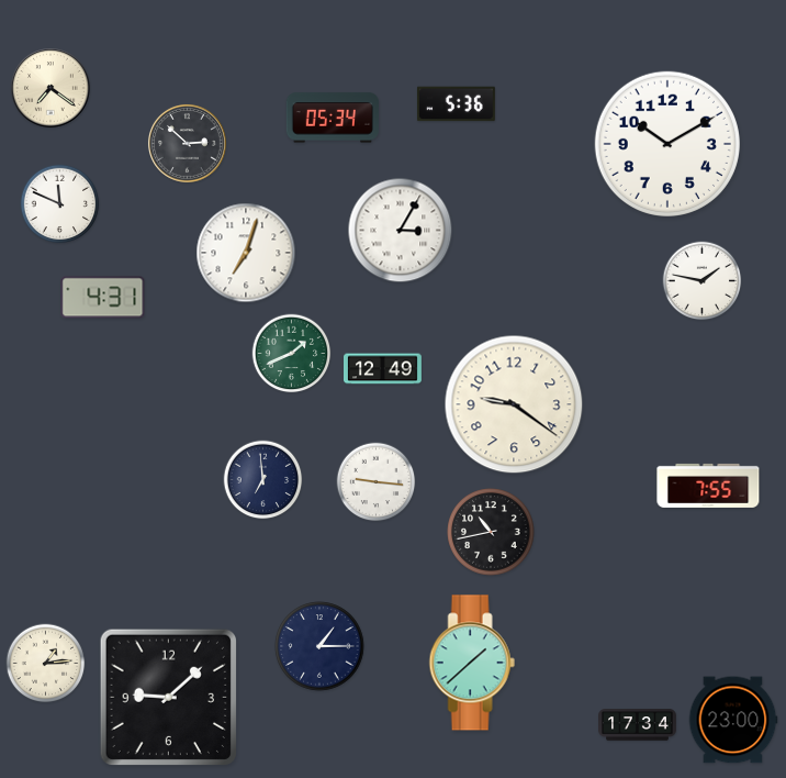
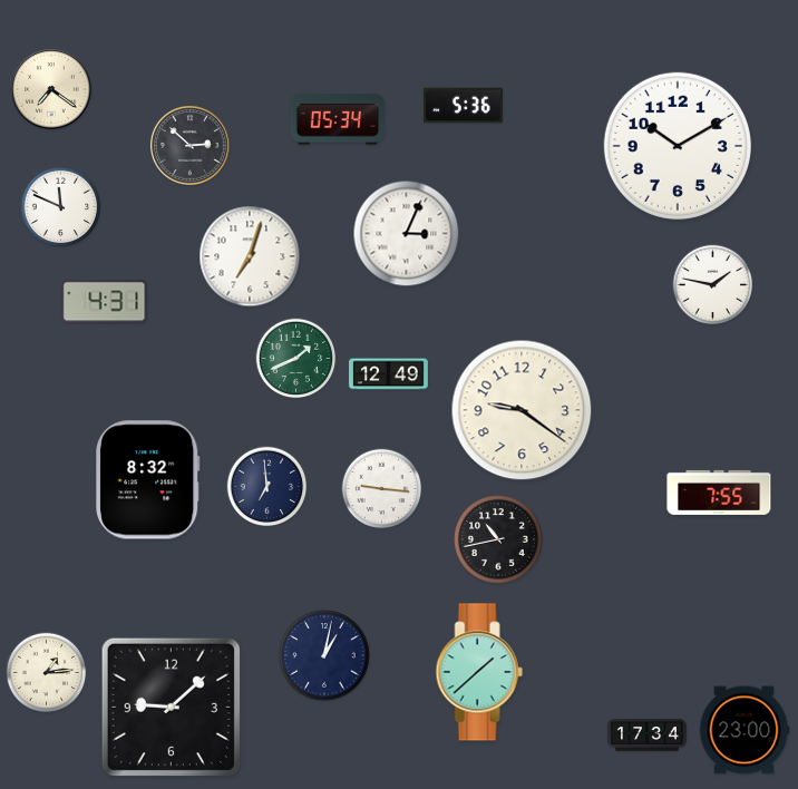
clock at (401, 231): 3:05 -> 3:04
clock at (148, 480): none -> 8:32
clock at (319, 646): 1:15 -> 1:02
